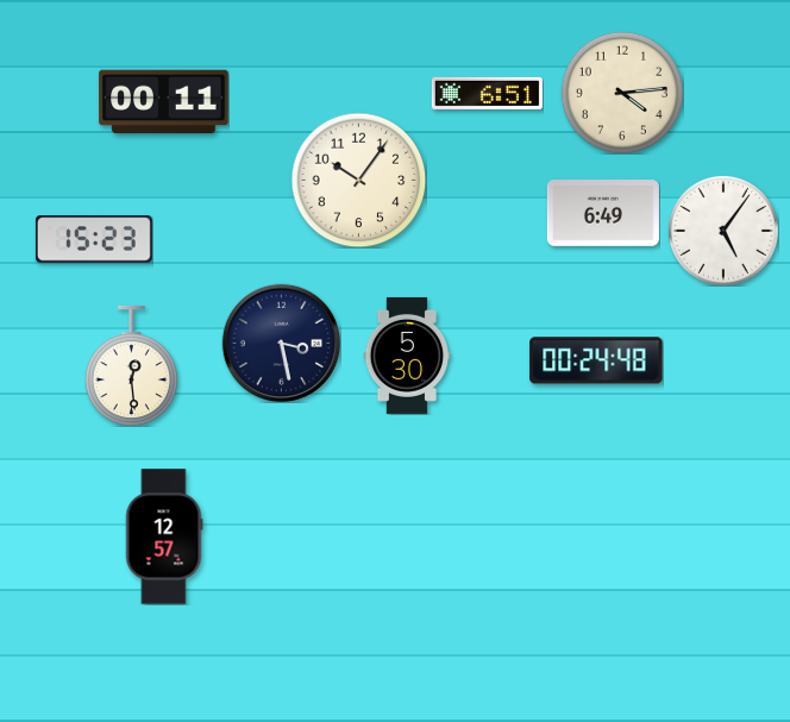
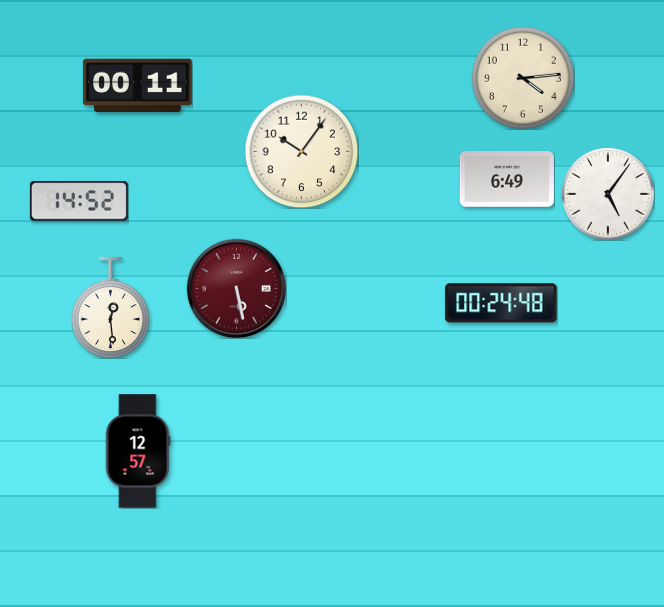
clock at (487, 93): 6:51 -> none
clock at (94, 239): 15:23 -> 14:52
clock at (281, 343): 3:28 -> 5:28
clock at (281, 343) dial: navy -> burgundy
clock at (407, 356): 5:30 -> none
